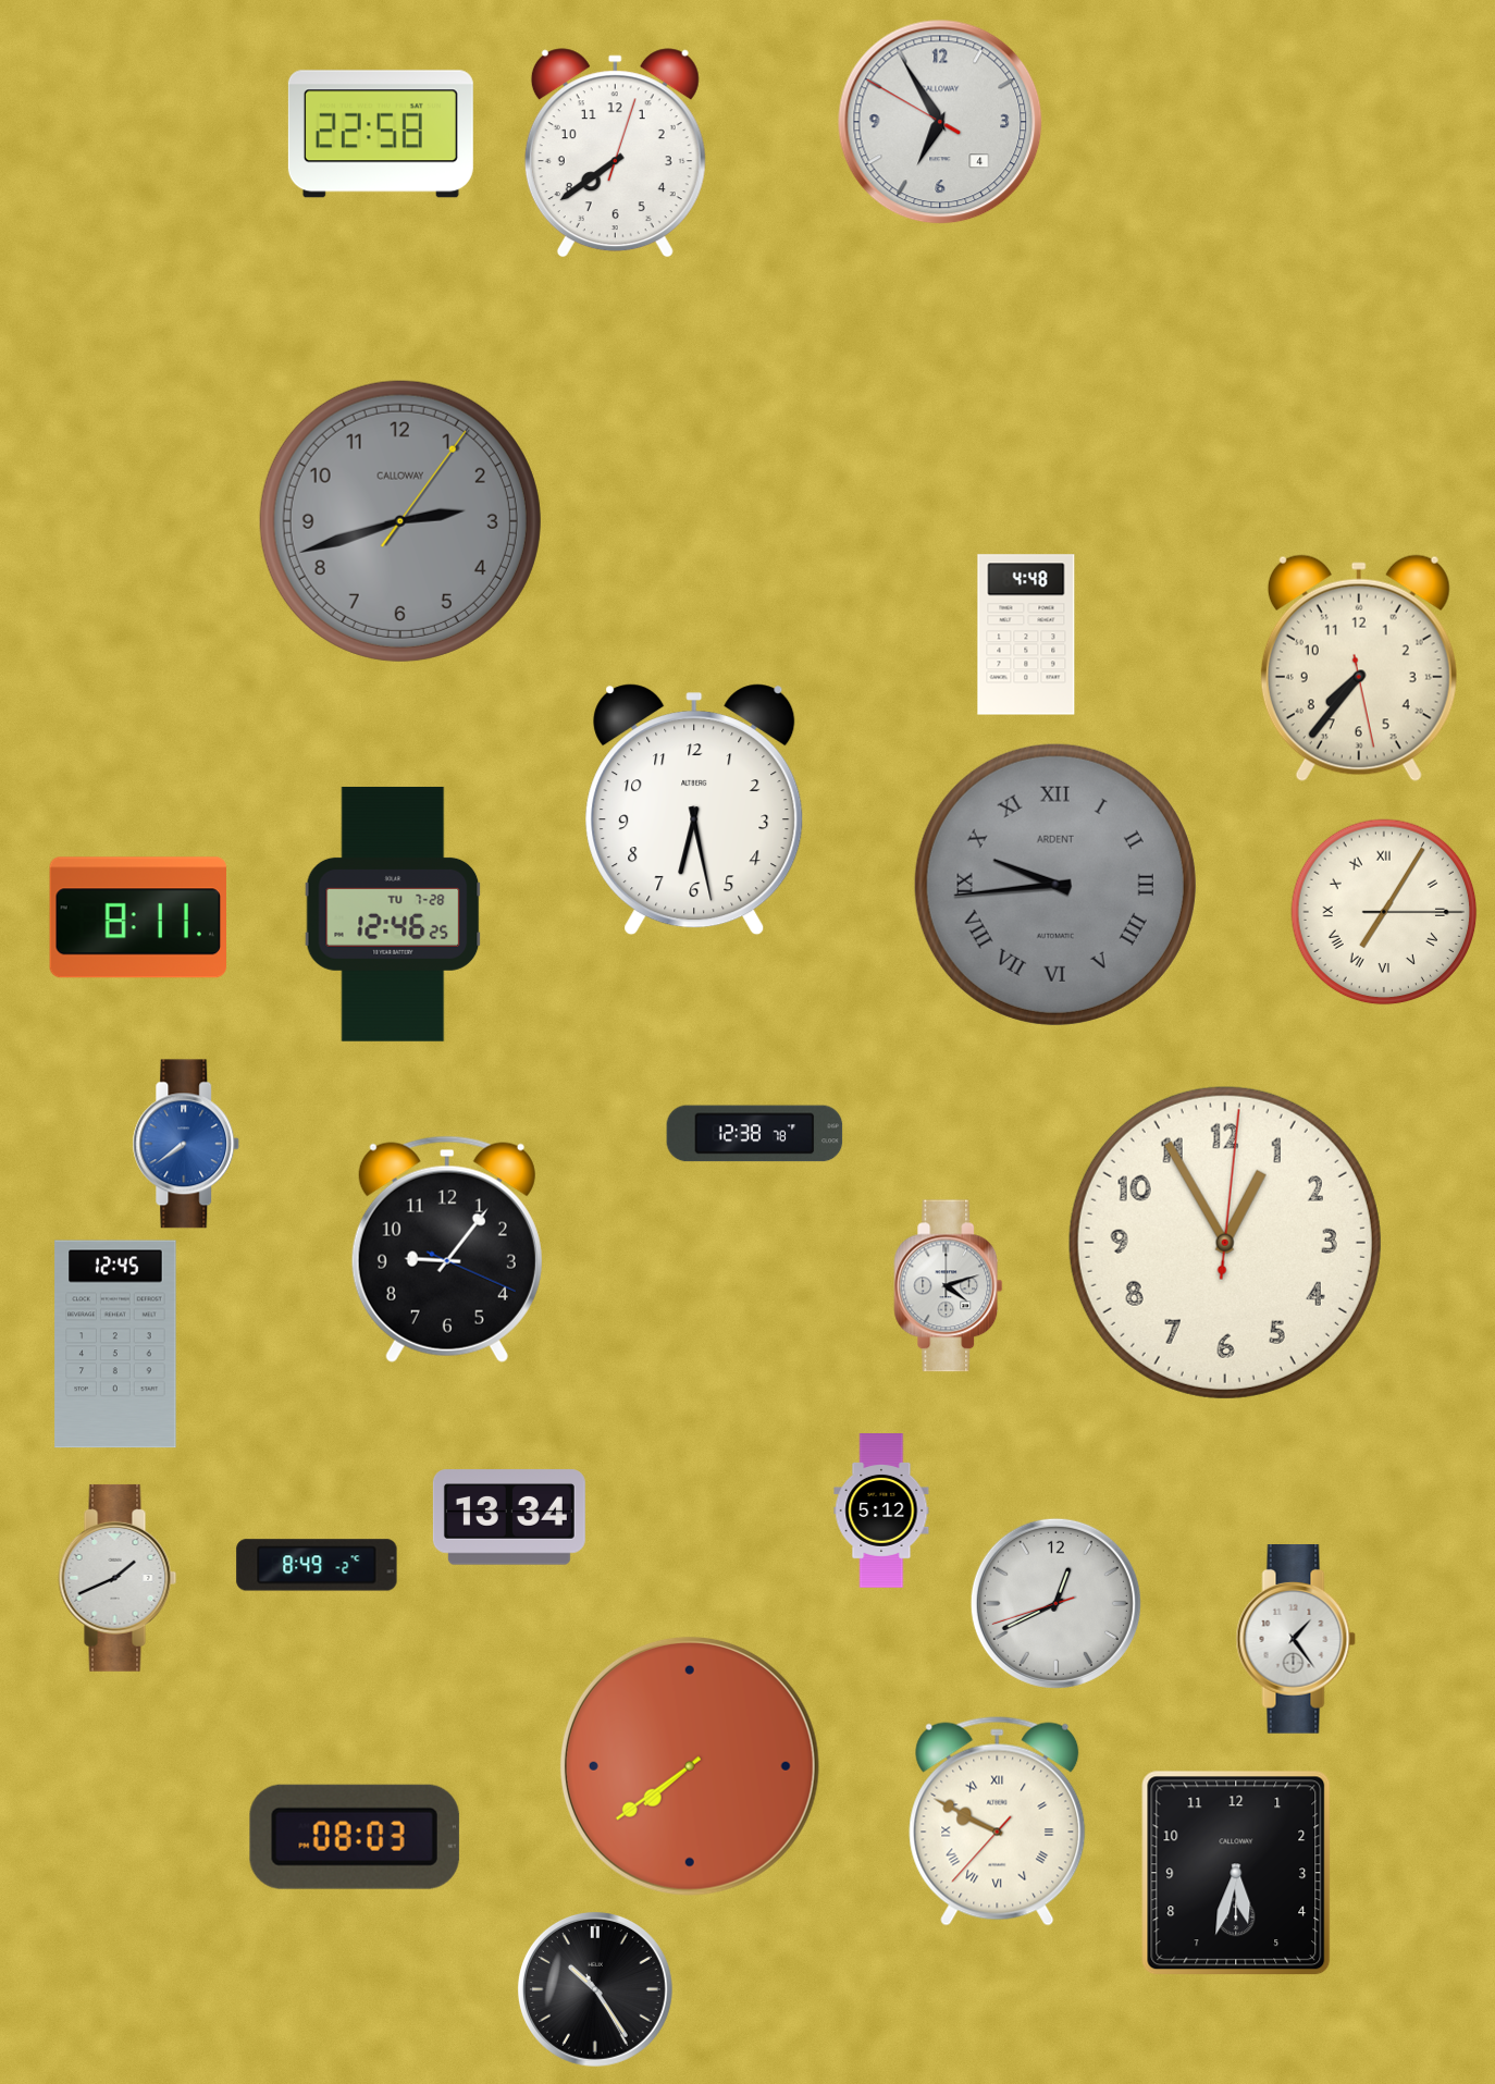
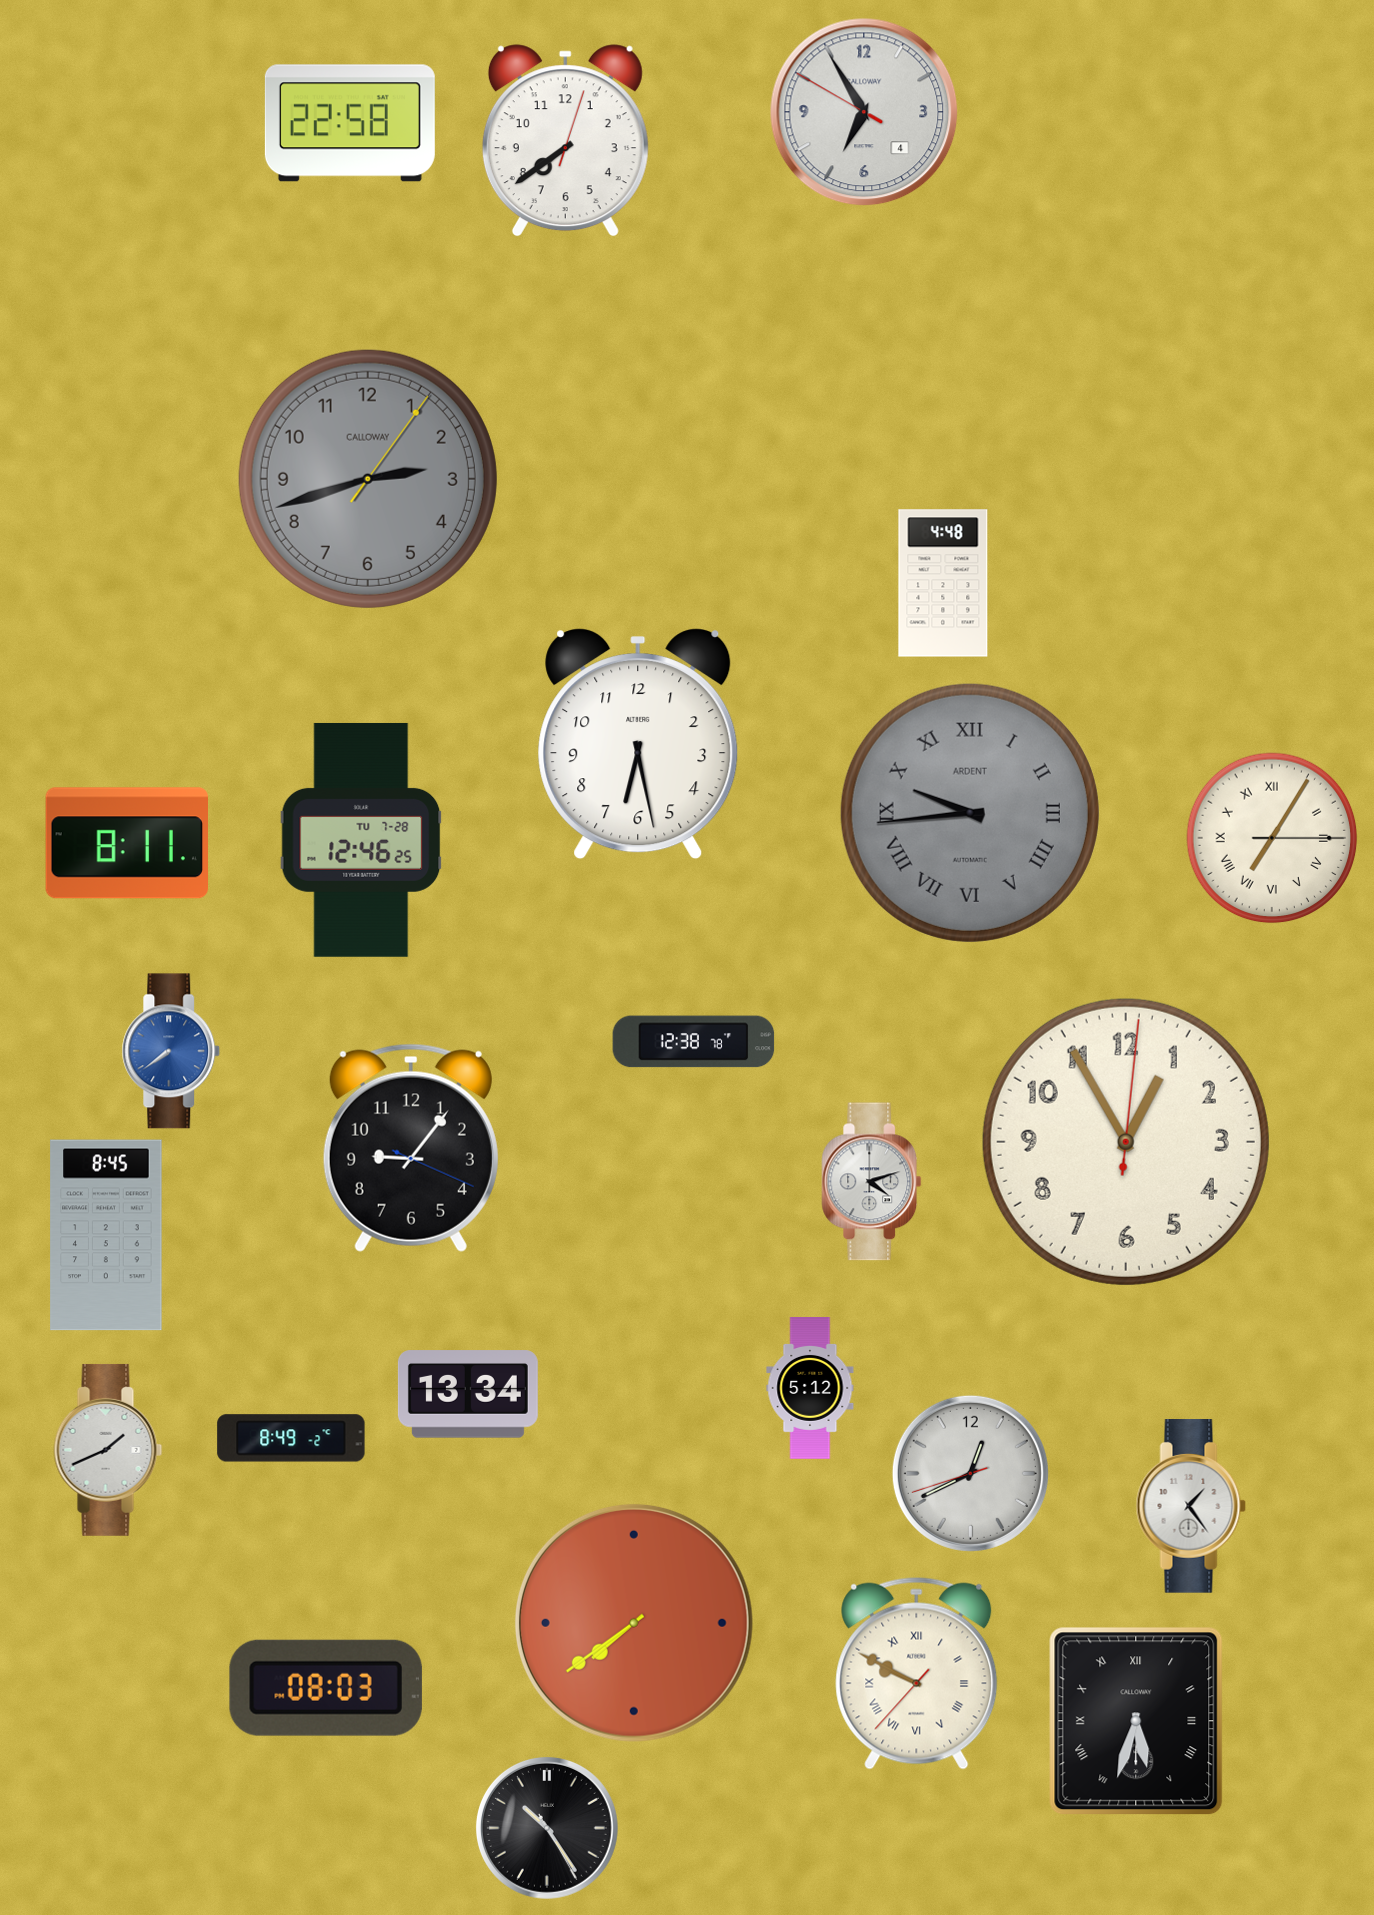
clock at (1359, 668): 7:36 -> none
clock at (115, 1344): 12:45 -> 8:45
clock at (1236, 1873) numerals: Arabic -> Roman
